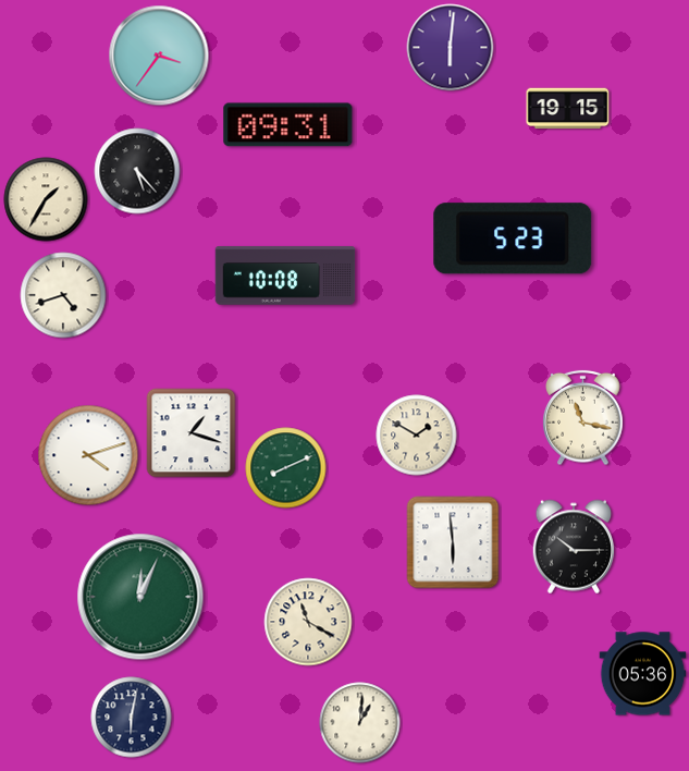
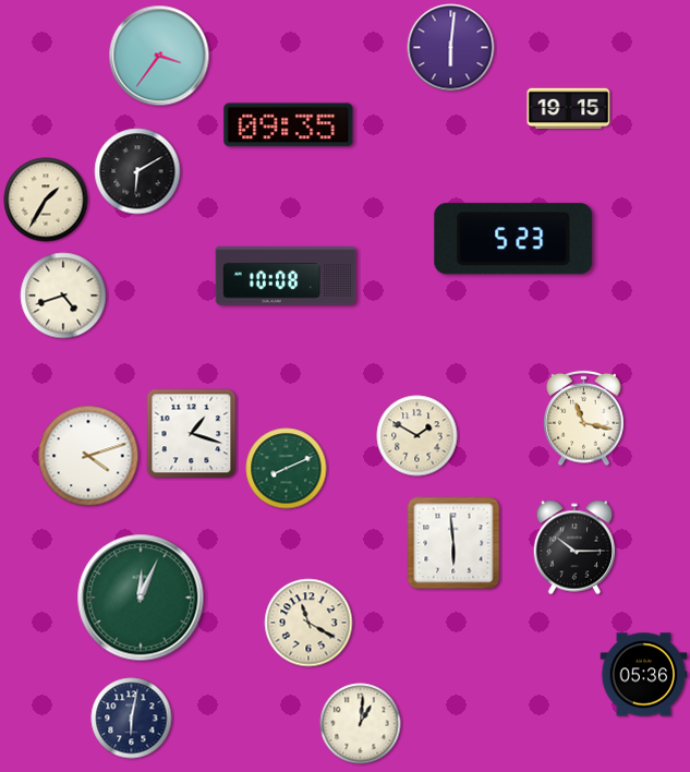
clock at (288, 125): 09:31 -> 09:35
clock at (137, 171): 5:23 -> 6:10
